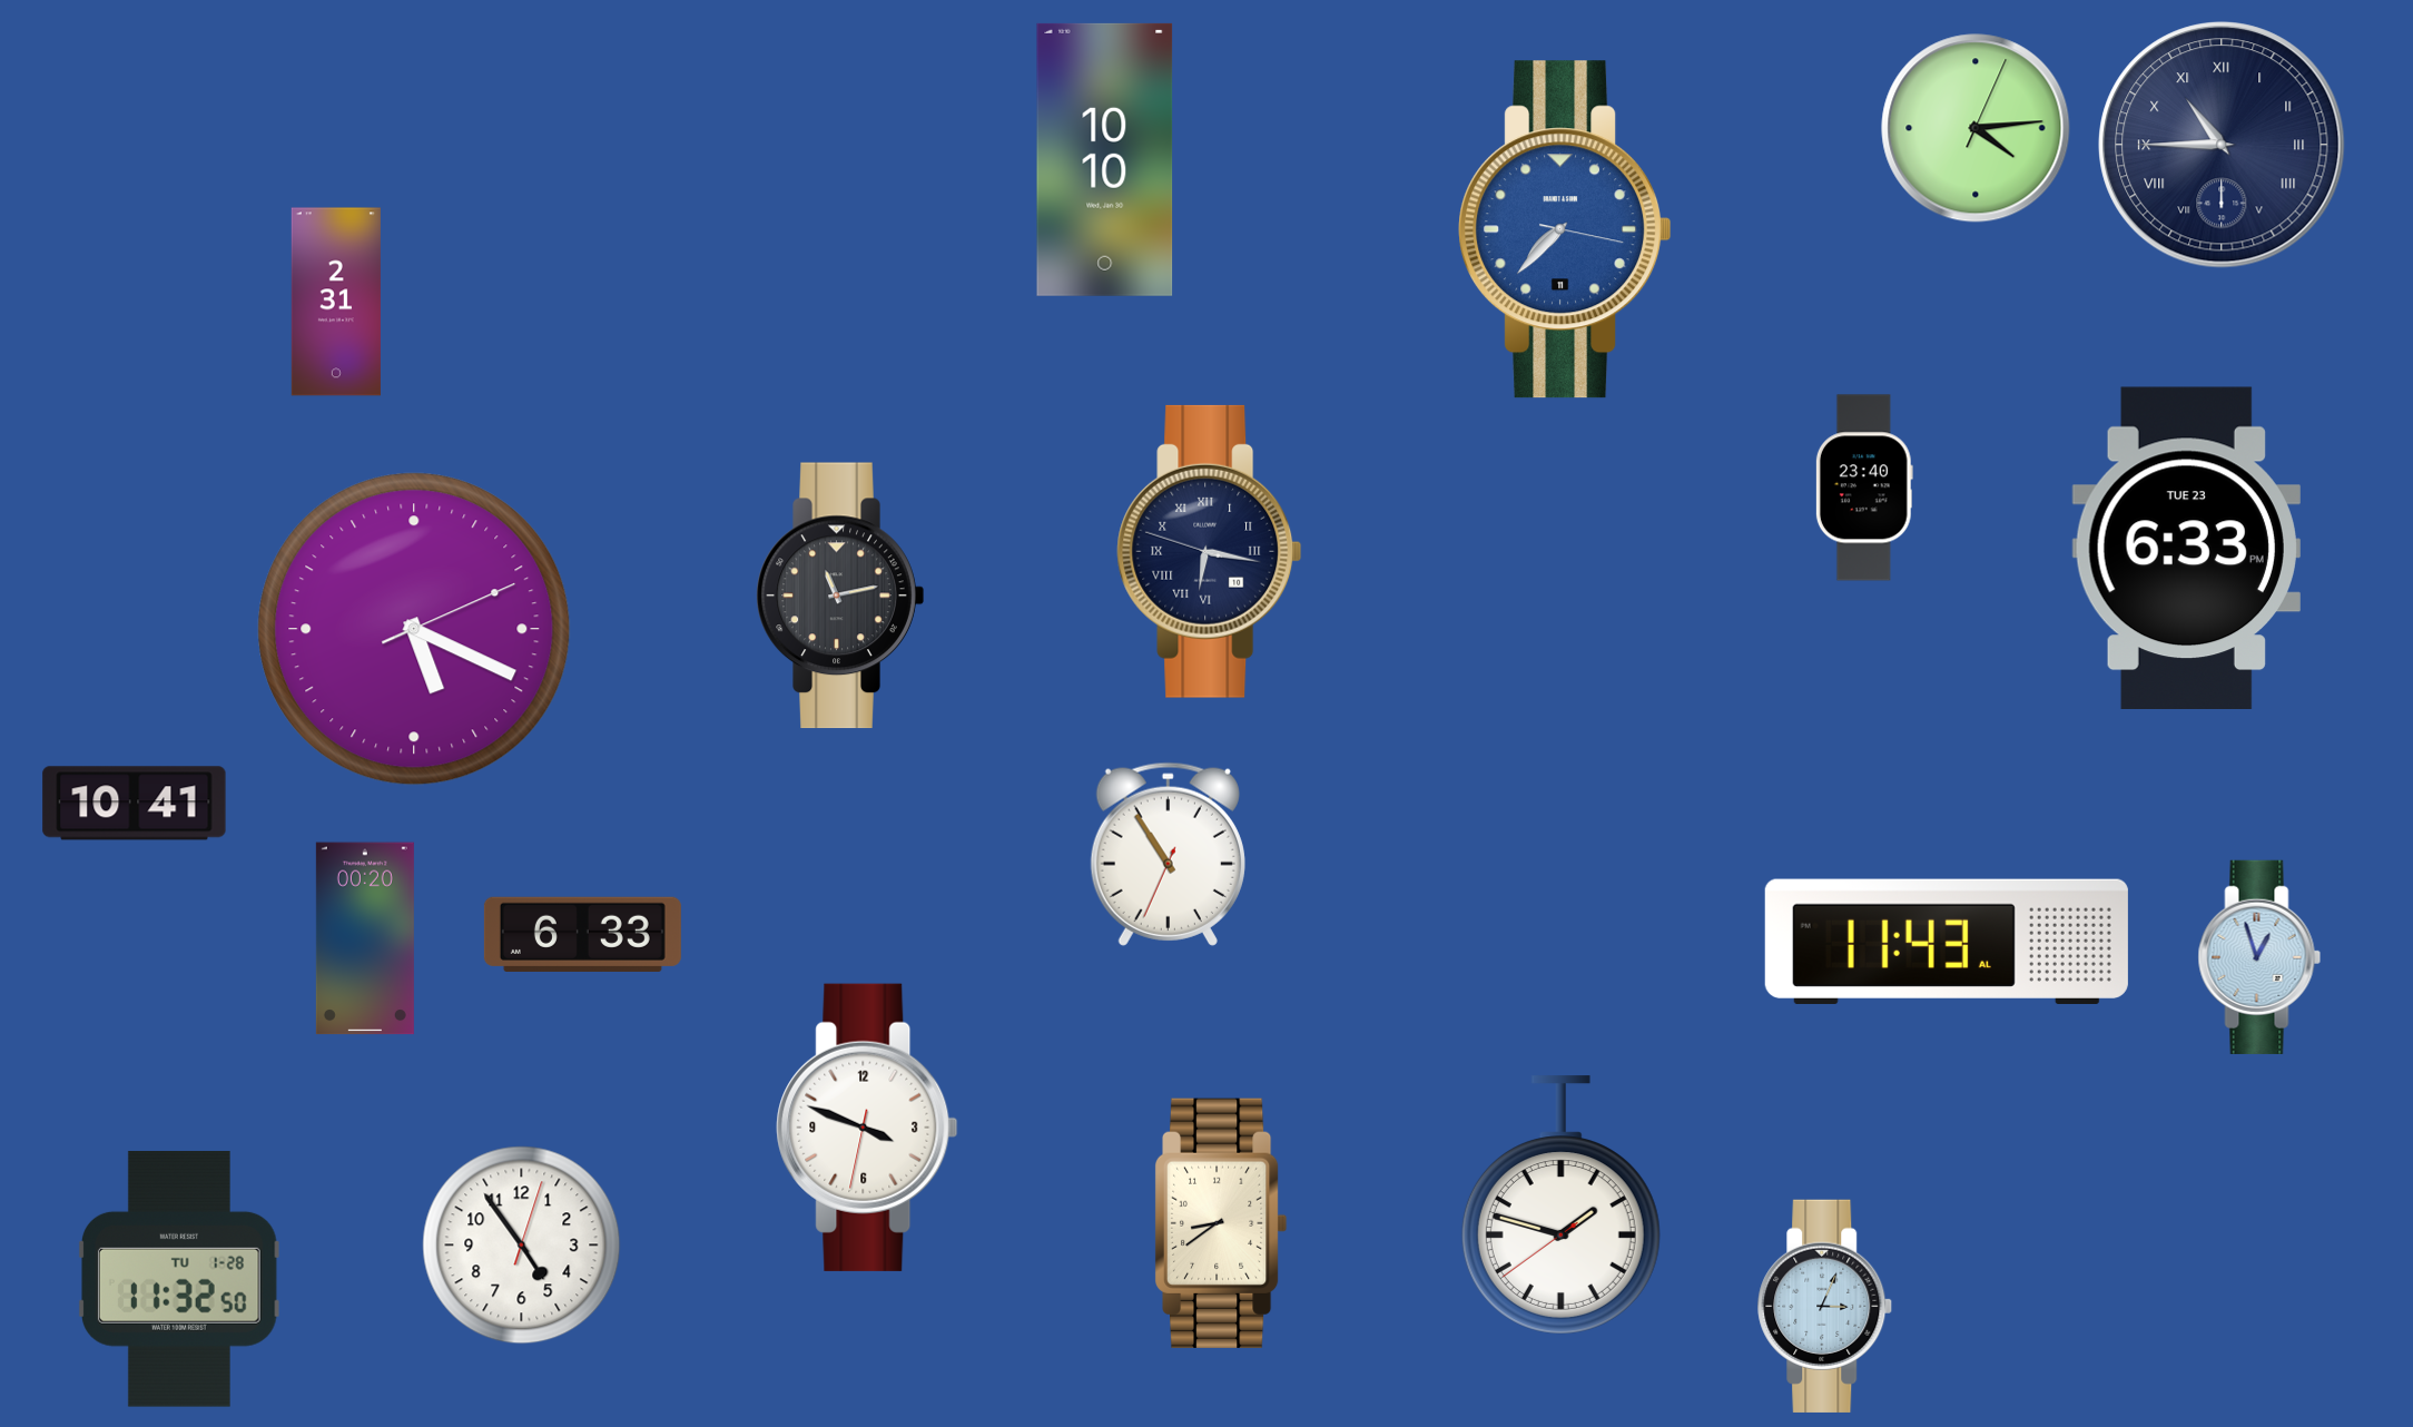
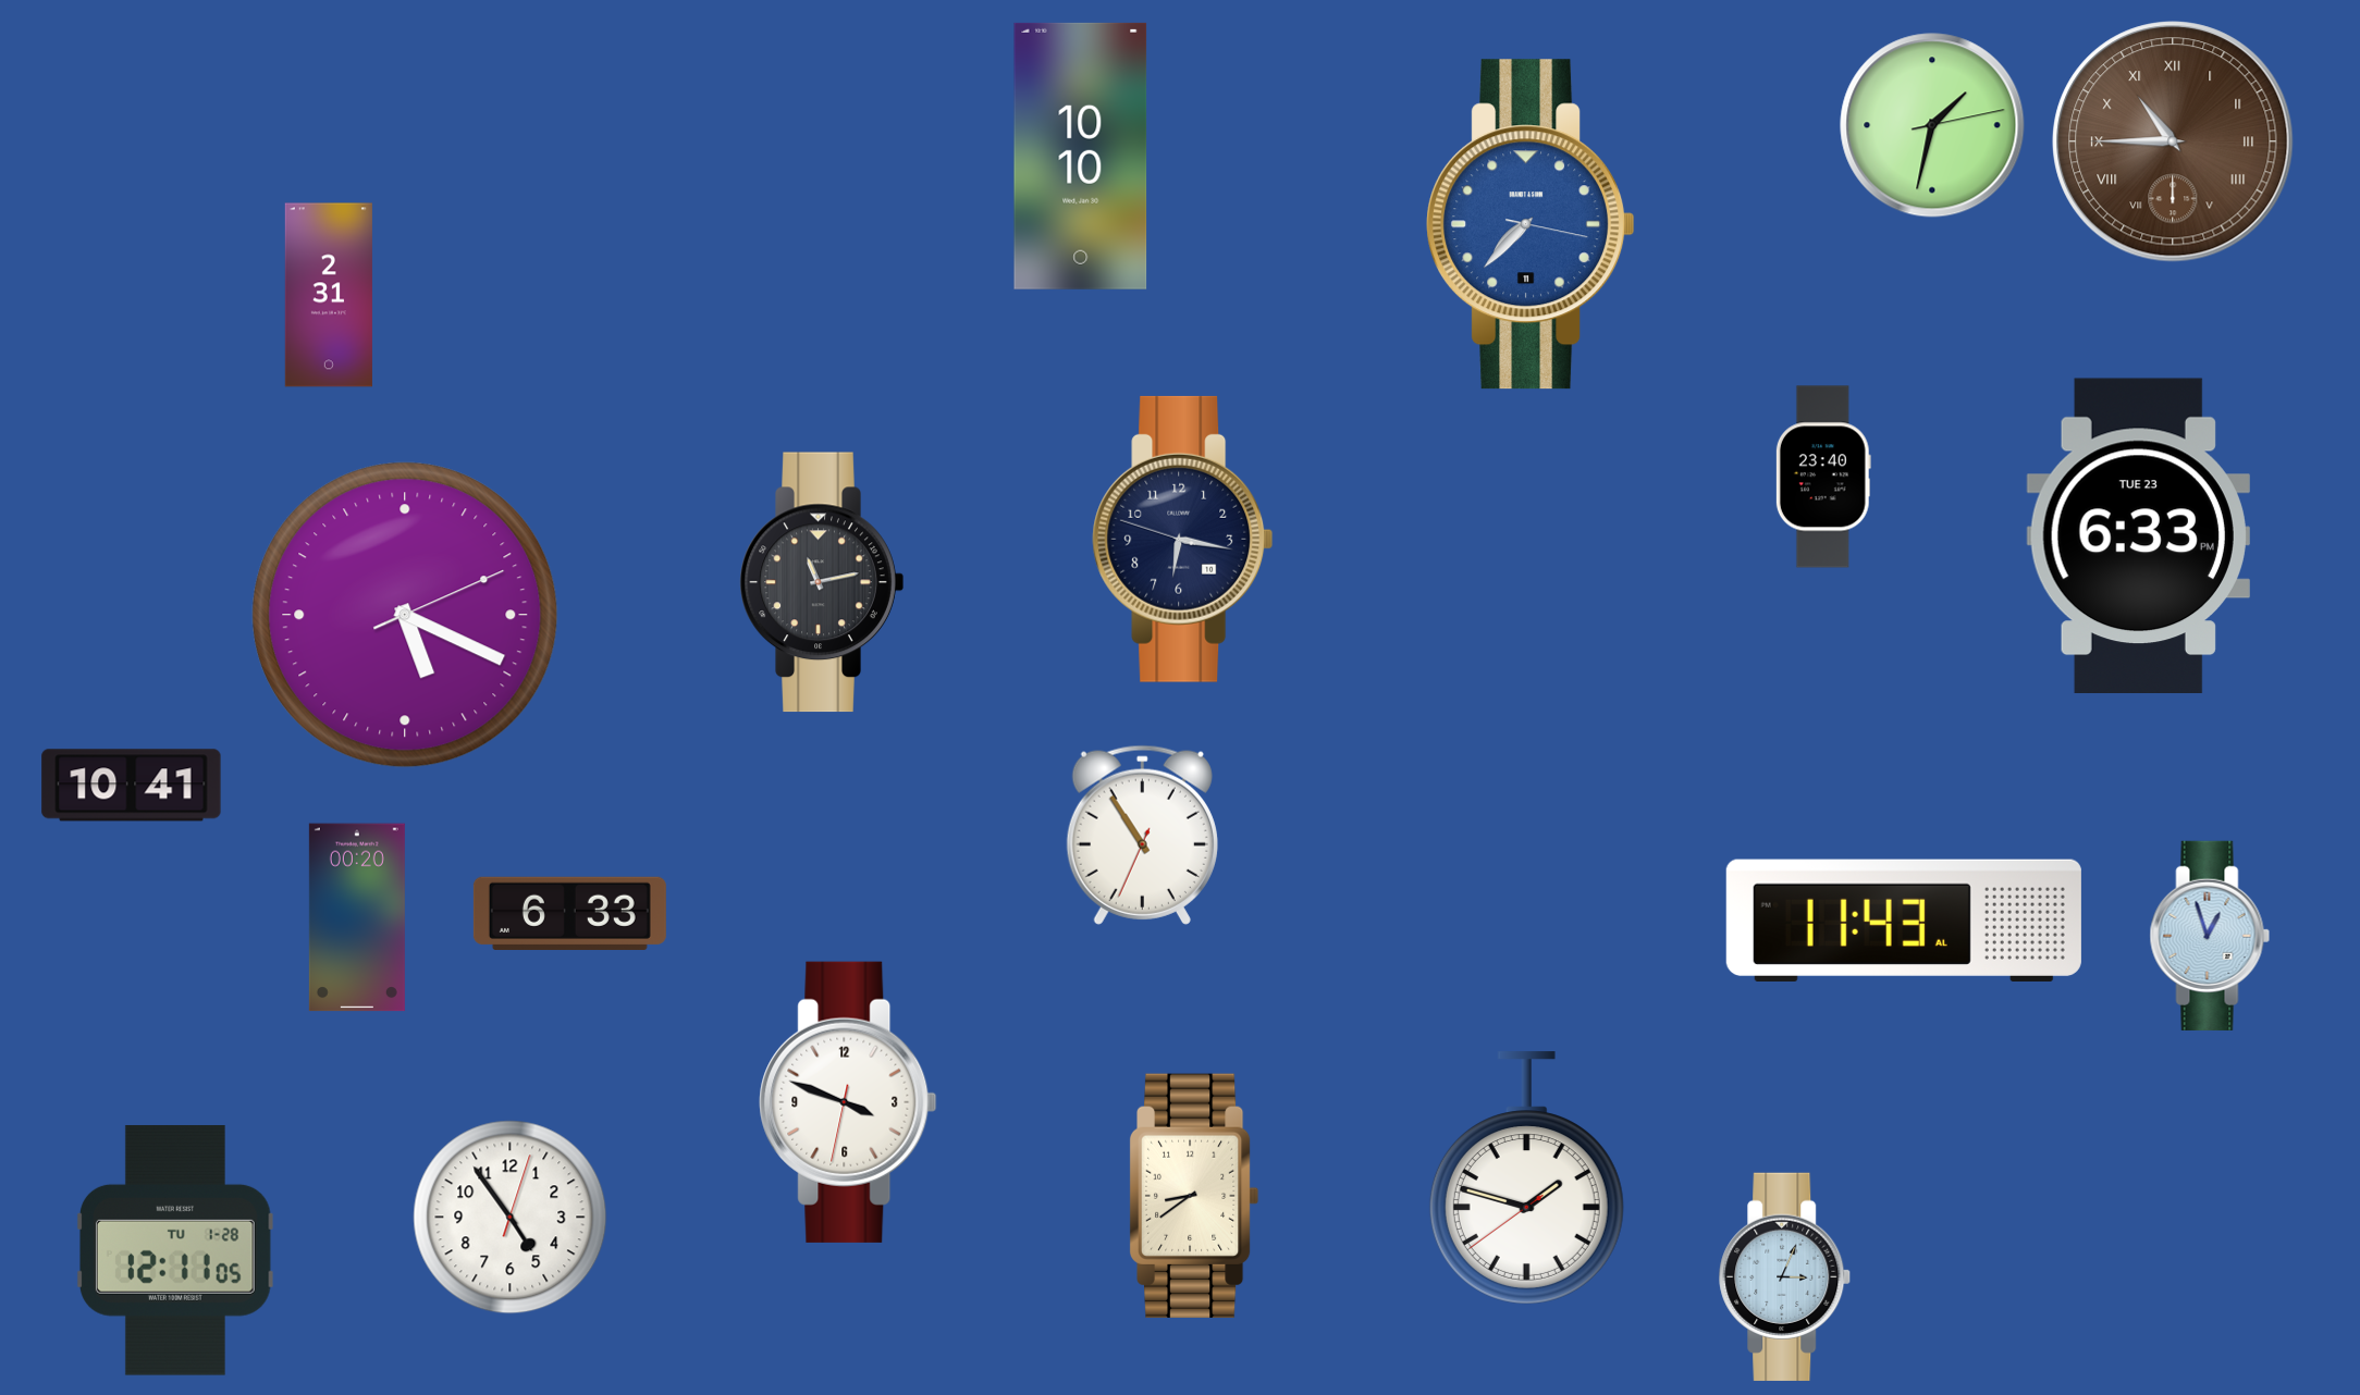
clock at (1976, 128): 4:14 -> 1:32
clock at (2222, 145) dial: navy -> brown
clock at (1210, 551) numerals: Roman -> Arabic
clock at (179, 1279): 11:32 -> 12:11
